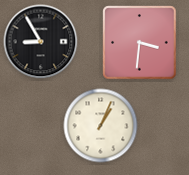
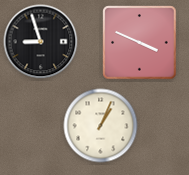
clock at (41, 42): 8:55 -> 8:57
clock at (140, 43): 3:31 -> 3:49
